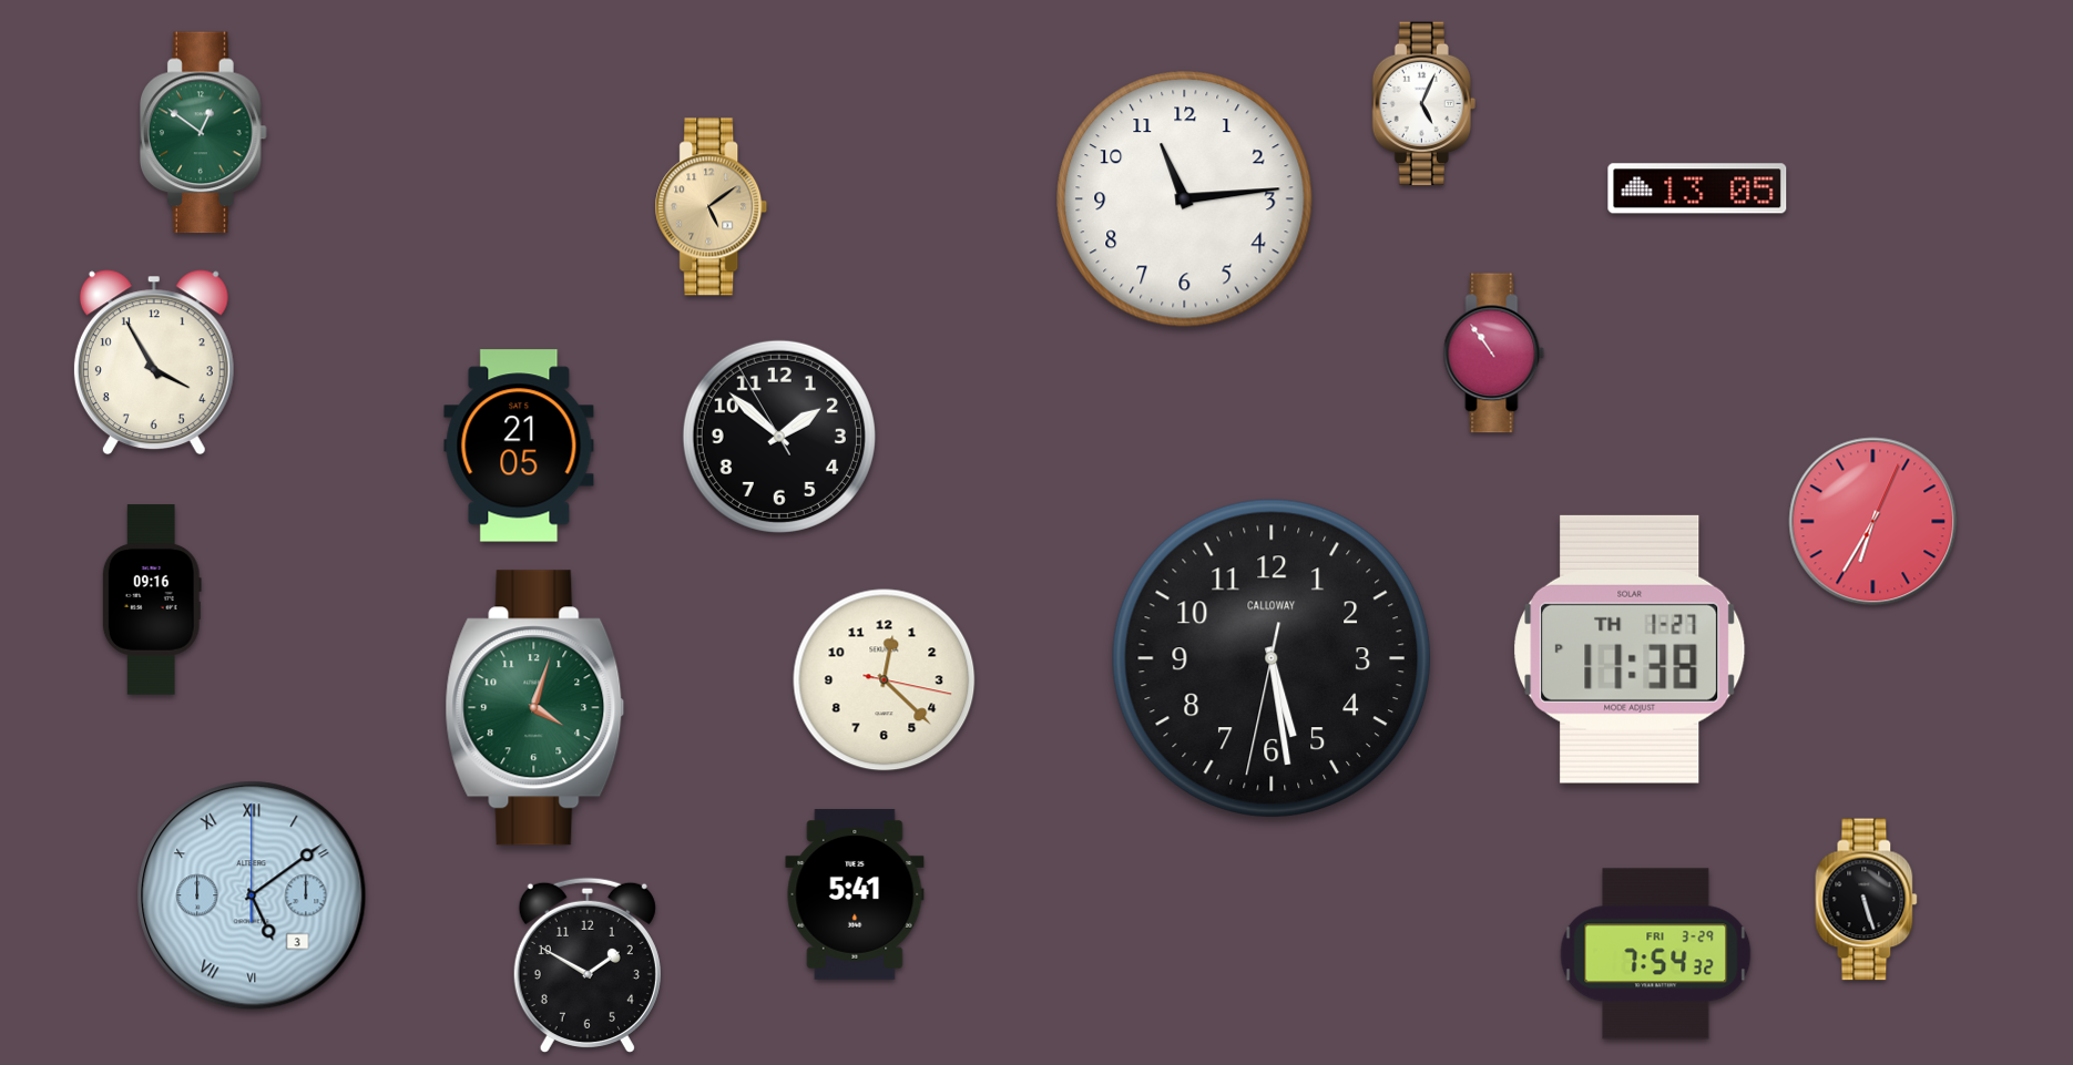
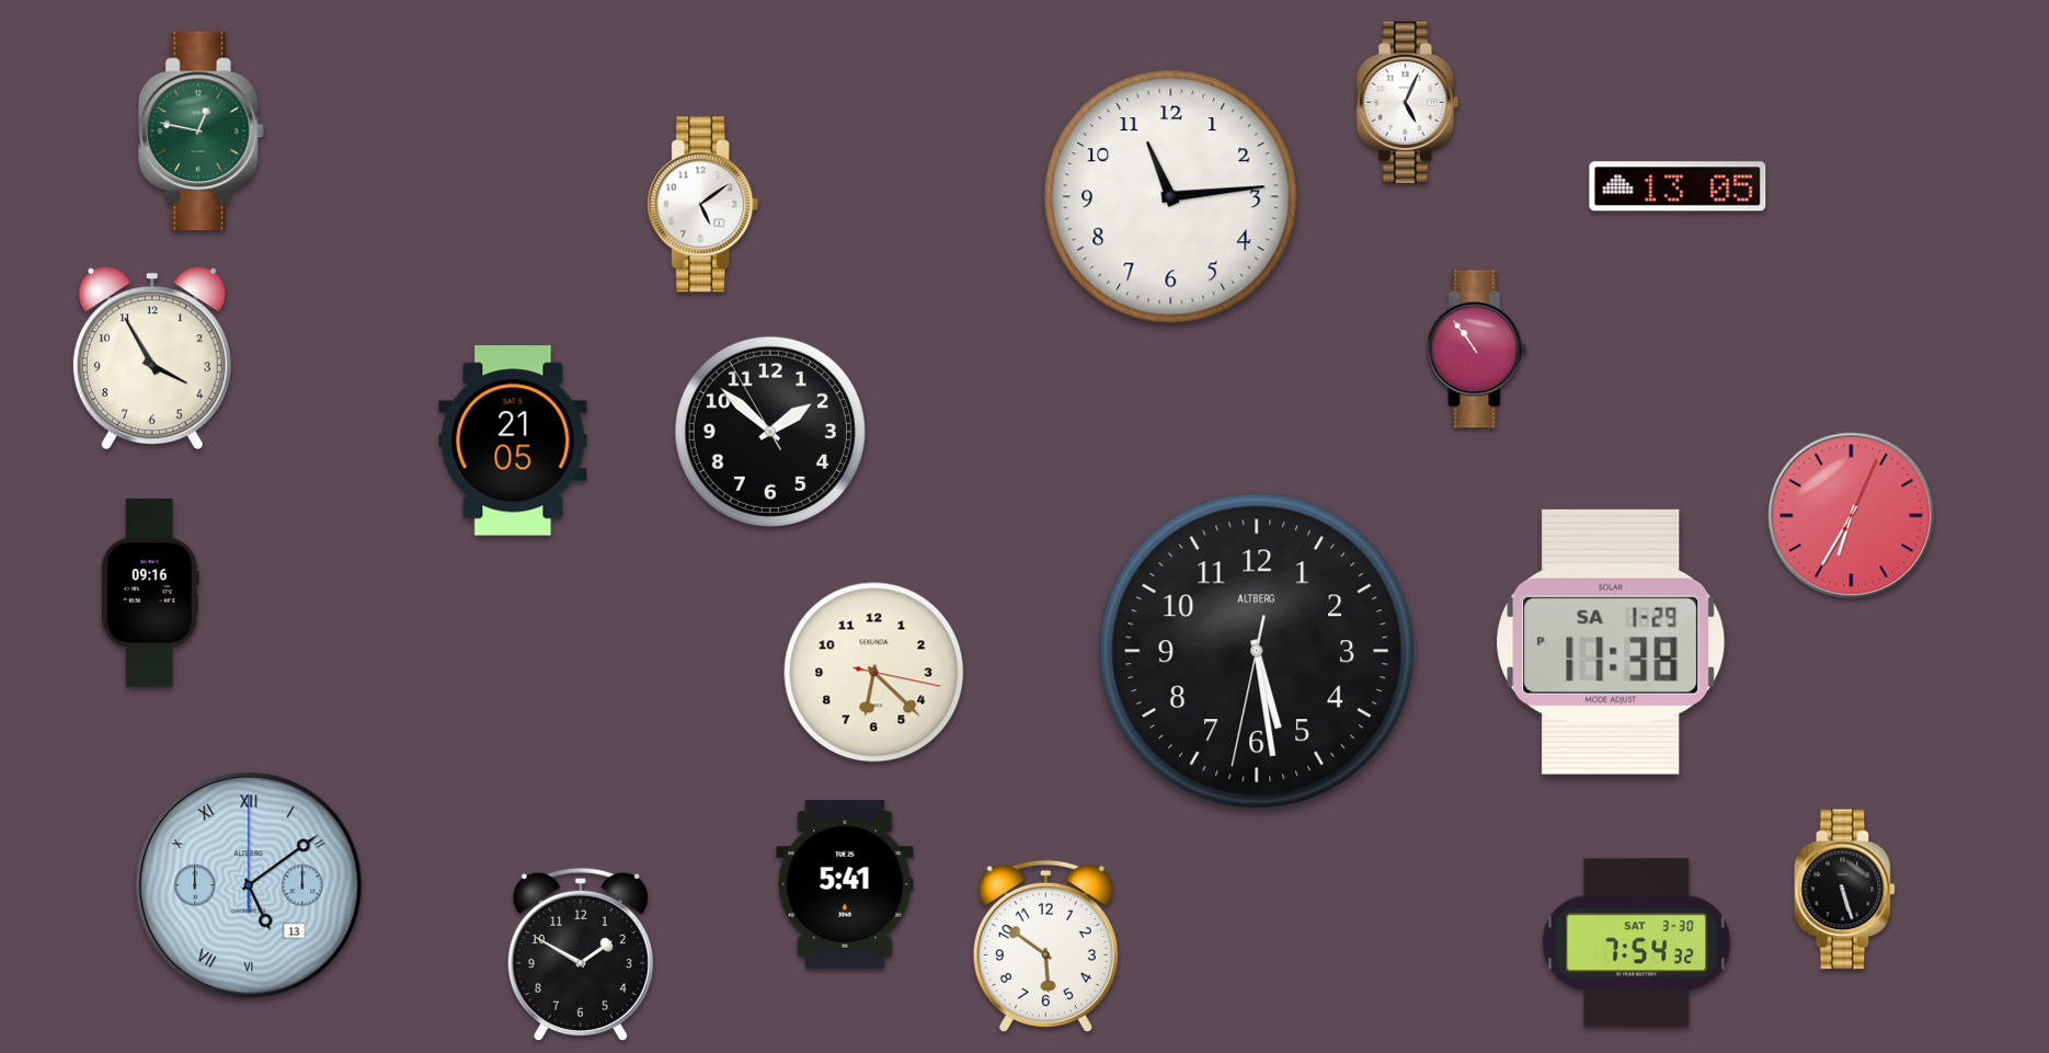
clock at (204, 133): 12:51 -> 12:47
clock at (712, 207) dial: champagne -> white
clock at (1630, 649) date: TH 1-27 -> SA 1-29
clock at (1272, 658) brand: CALLOWAY -> ALTBERG
clock at (885, 680): 12:22 -> 6:22
clock at (535, 708): 4:03 -> none
clock at (252, 895) date: 3 -> 13
clock at (1656, 954) date: FRI 3-29 -> SAT 3-30
clock at (1045, 946): none -> 5:51
